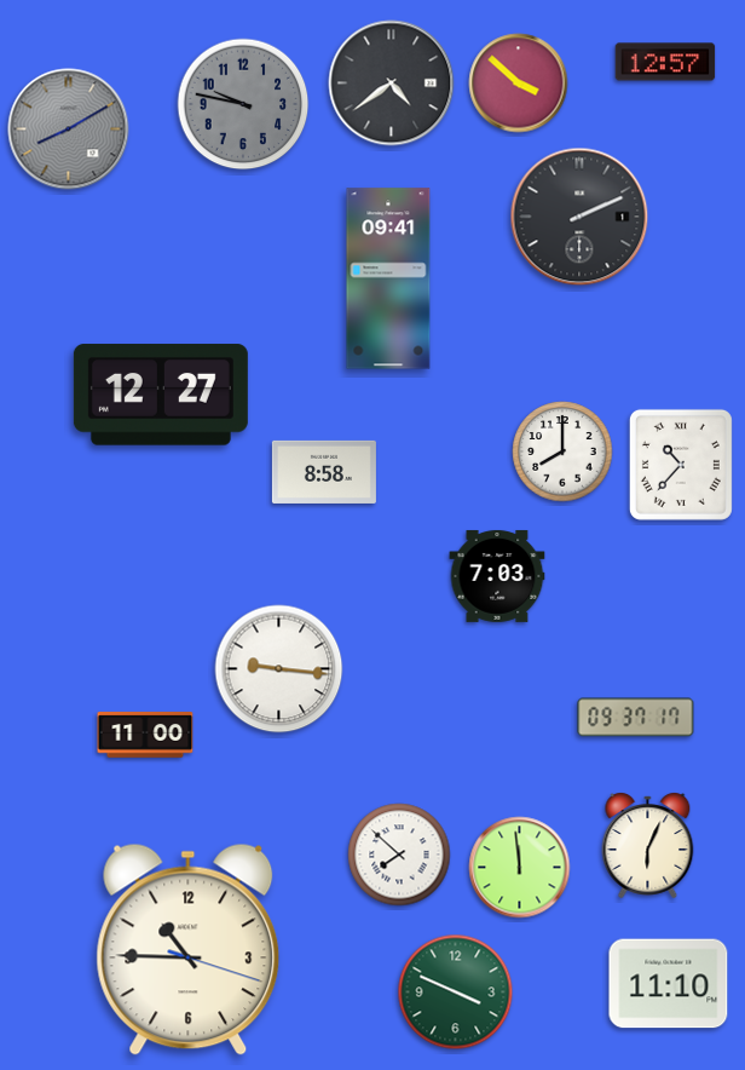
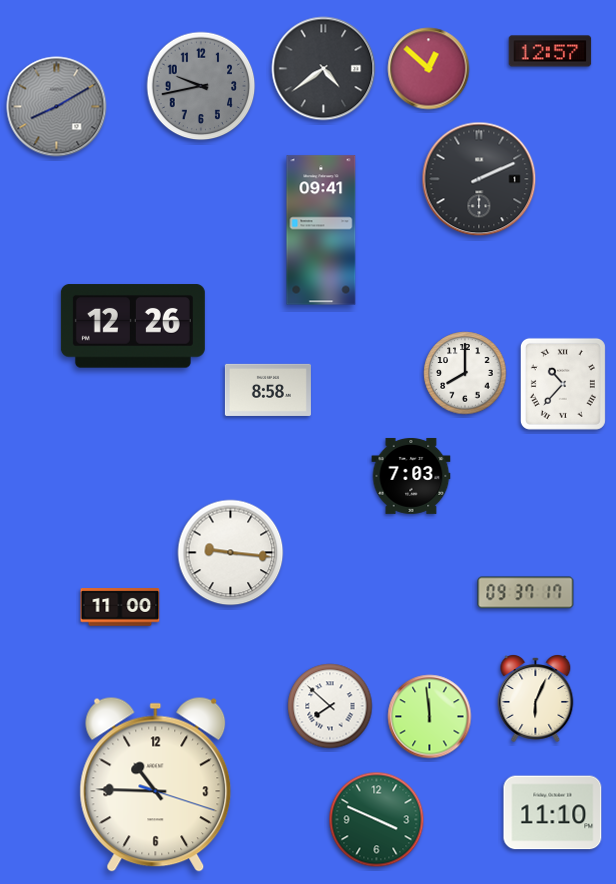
clock at (519, 84): 3:52 -> 12:52
clock at (243, 104): 9:47 -> 9:43
clock at (161, 395): 12:27 -> 12:26
